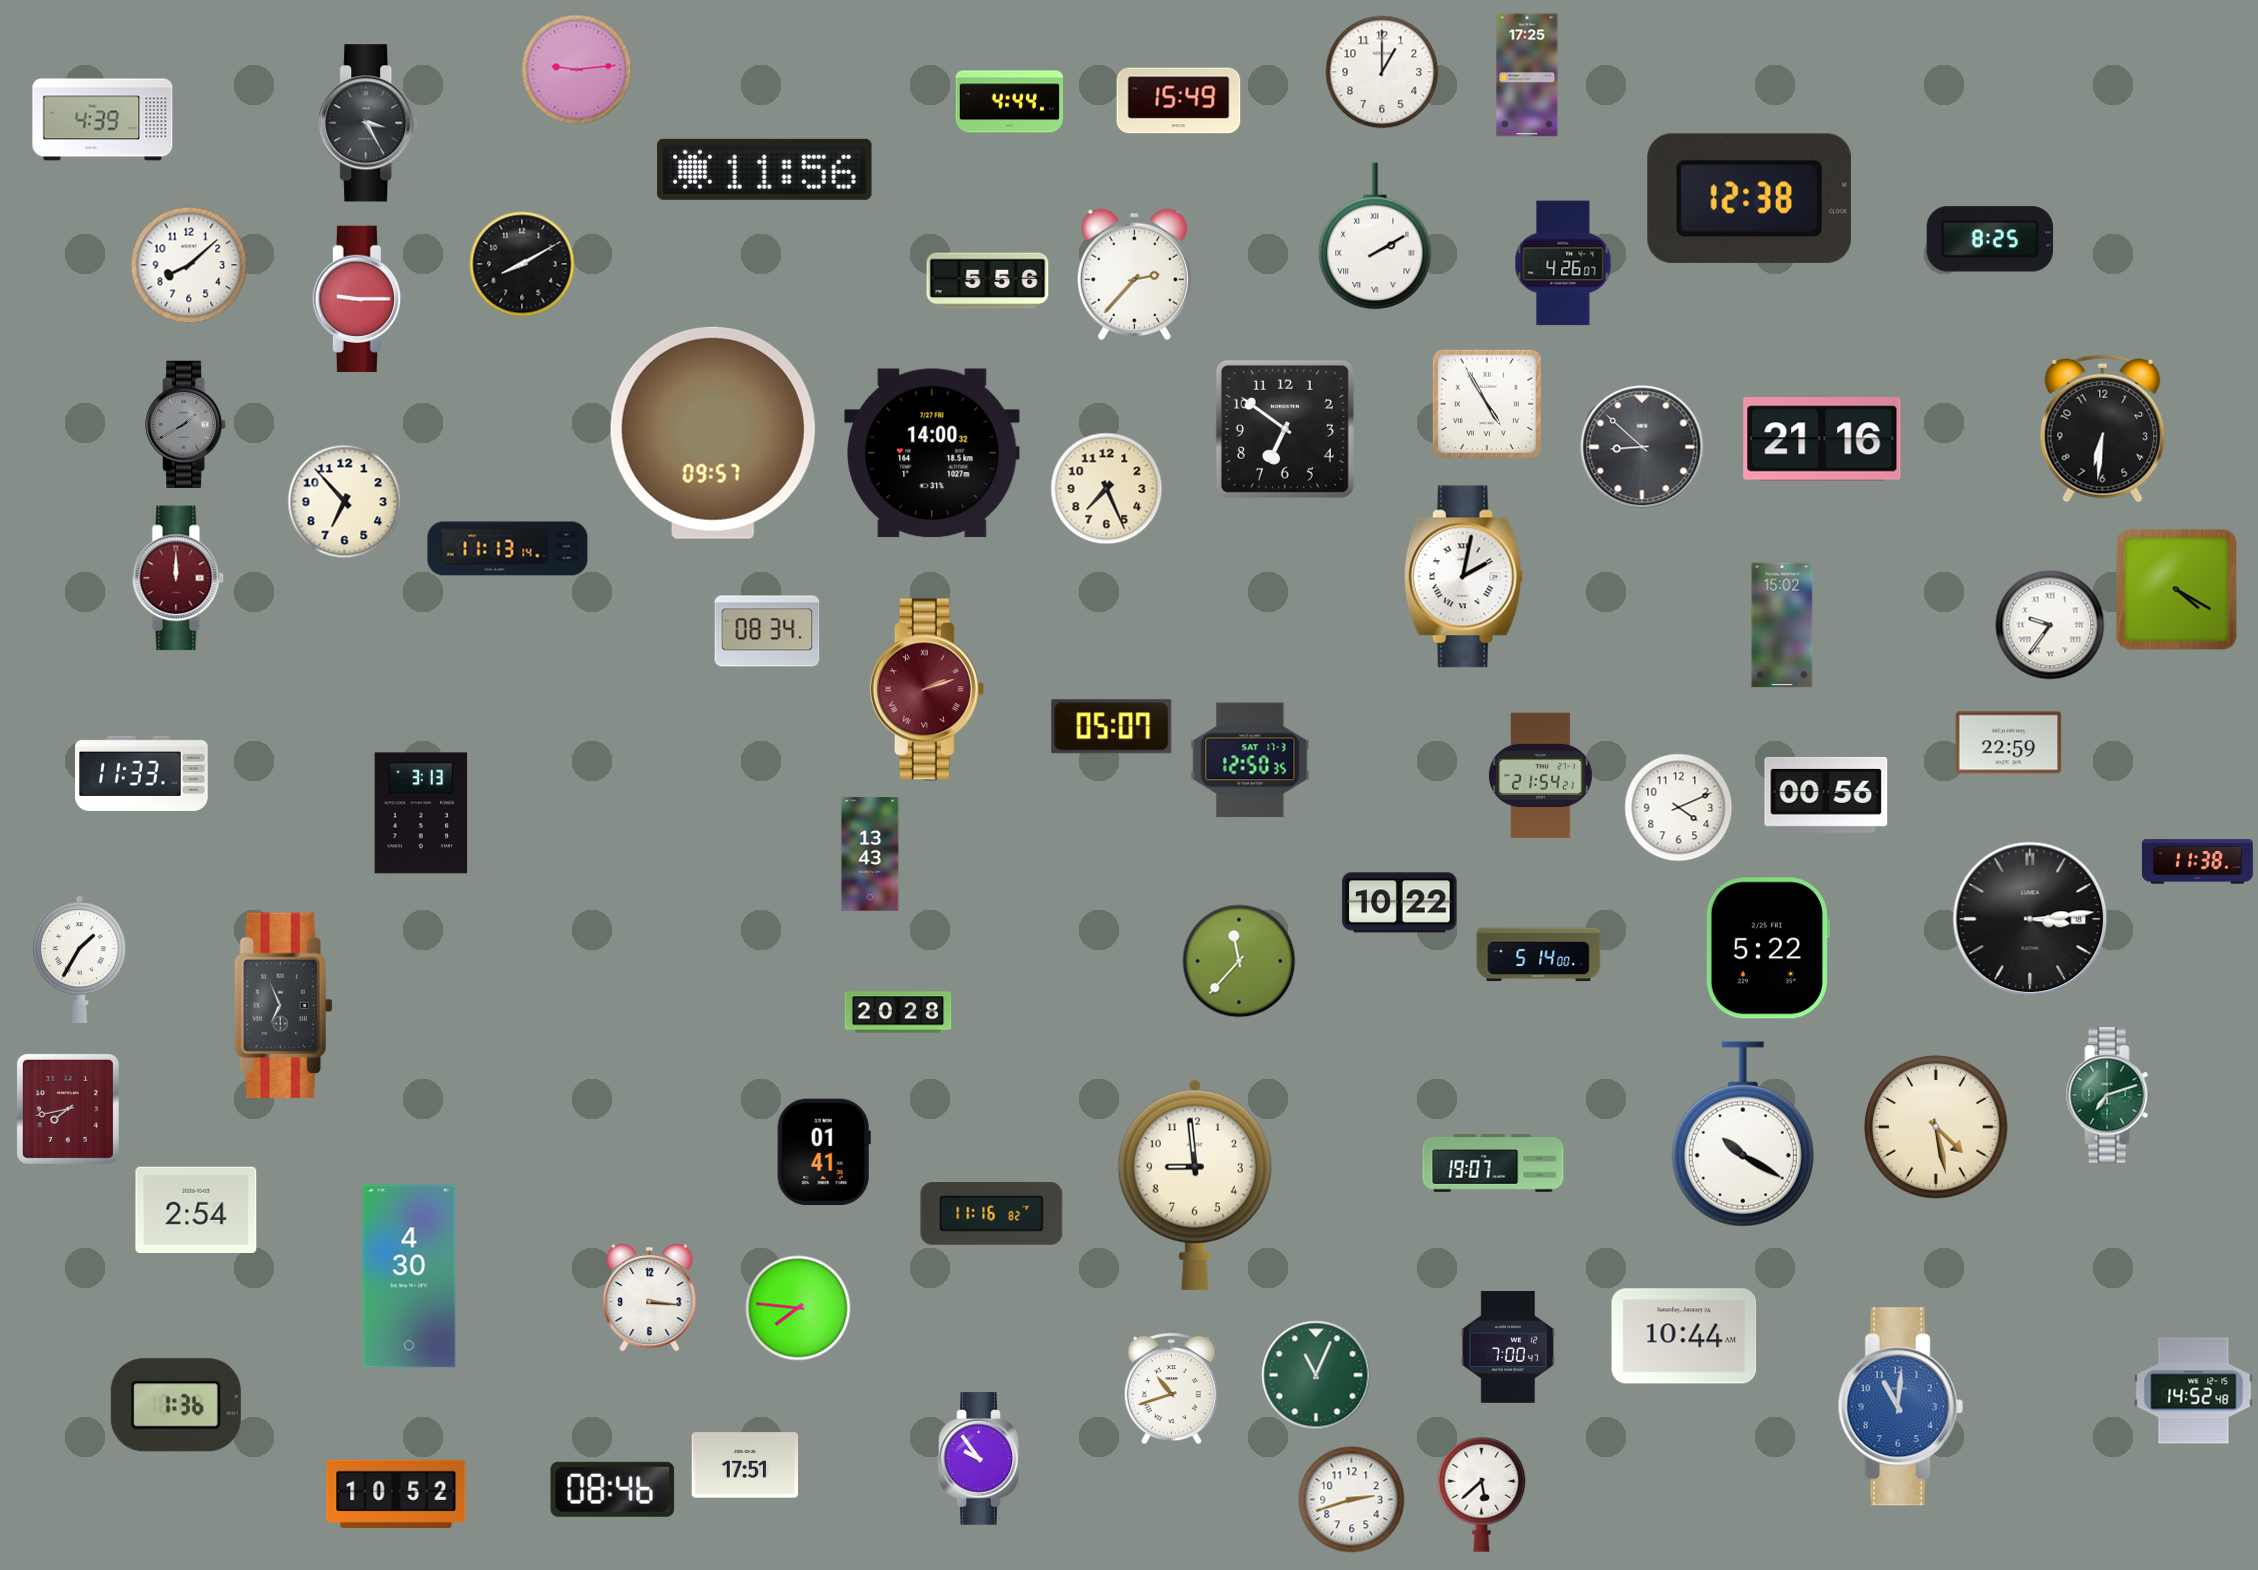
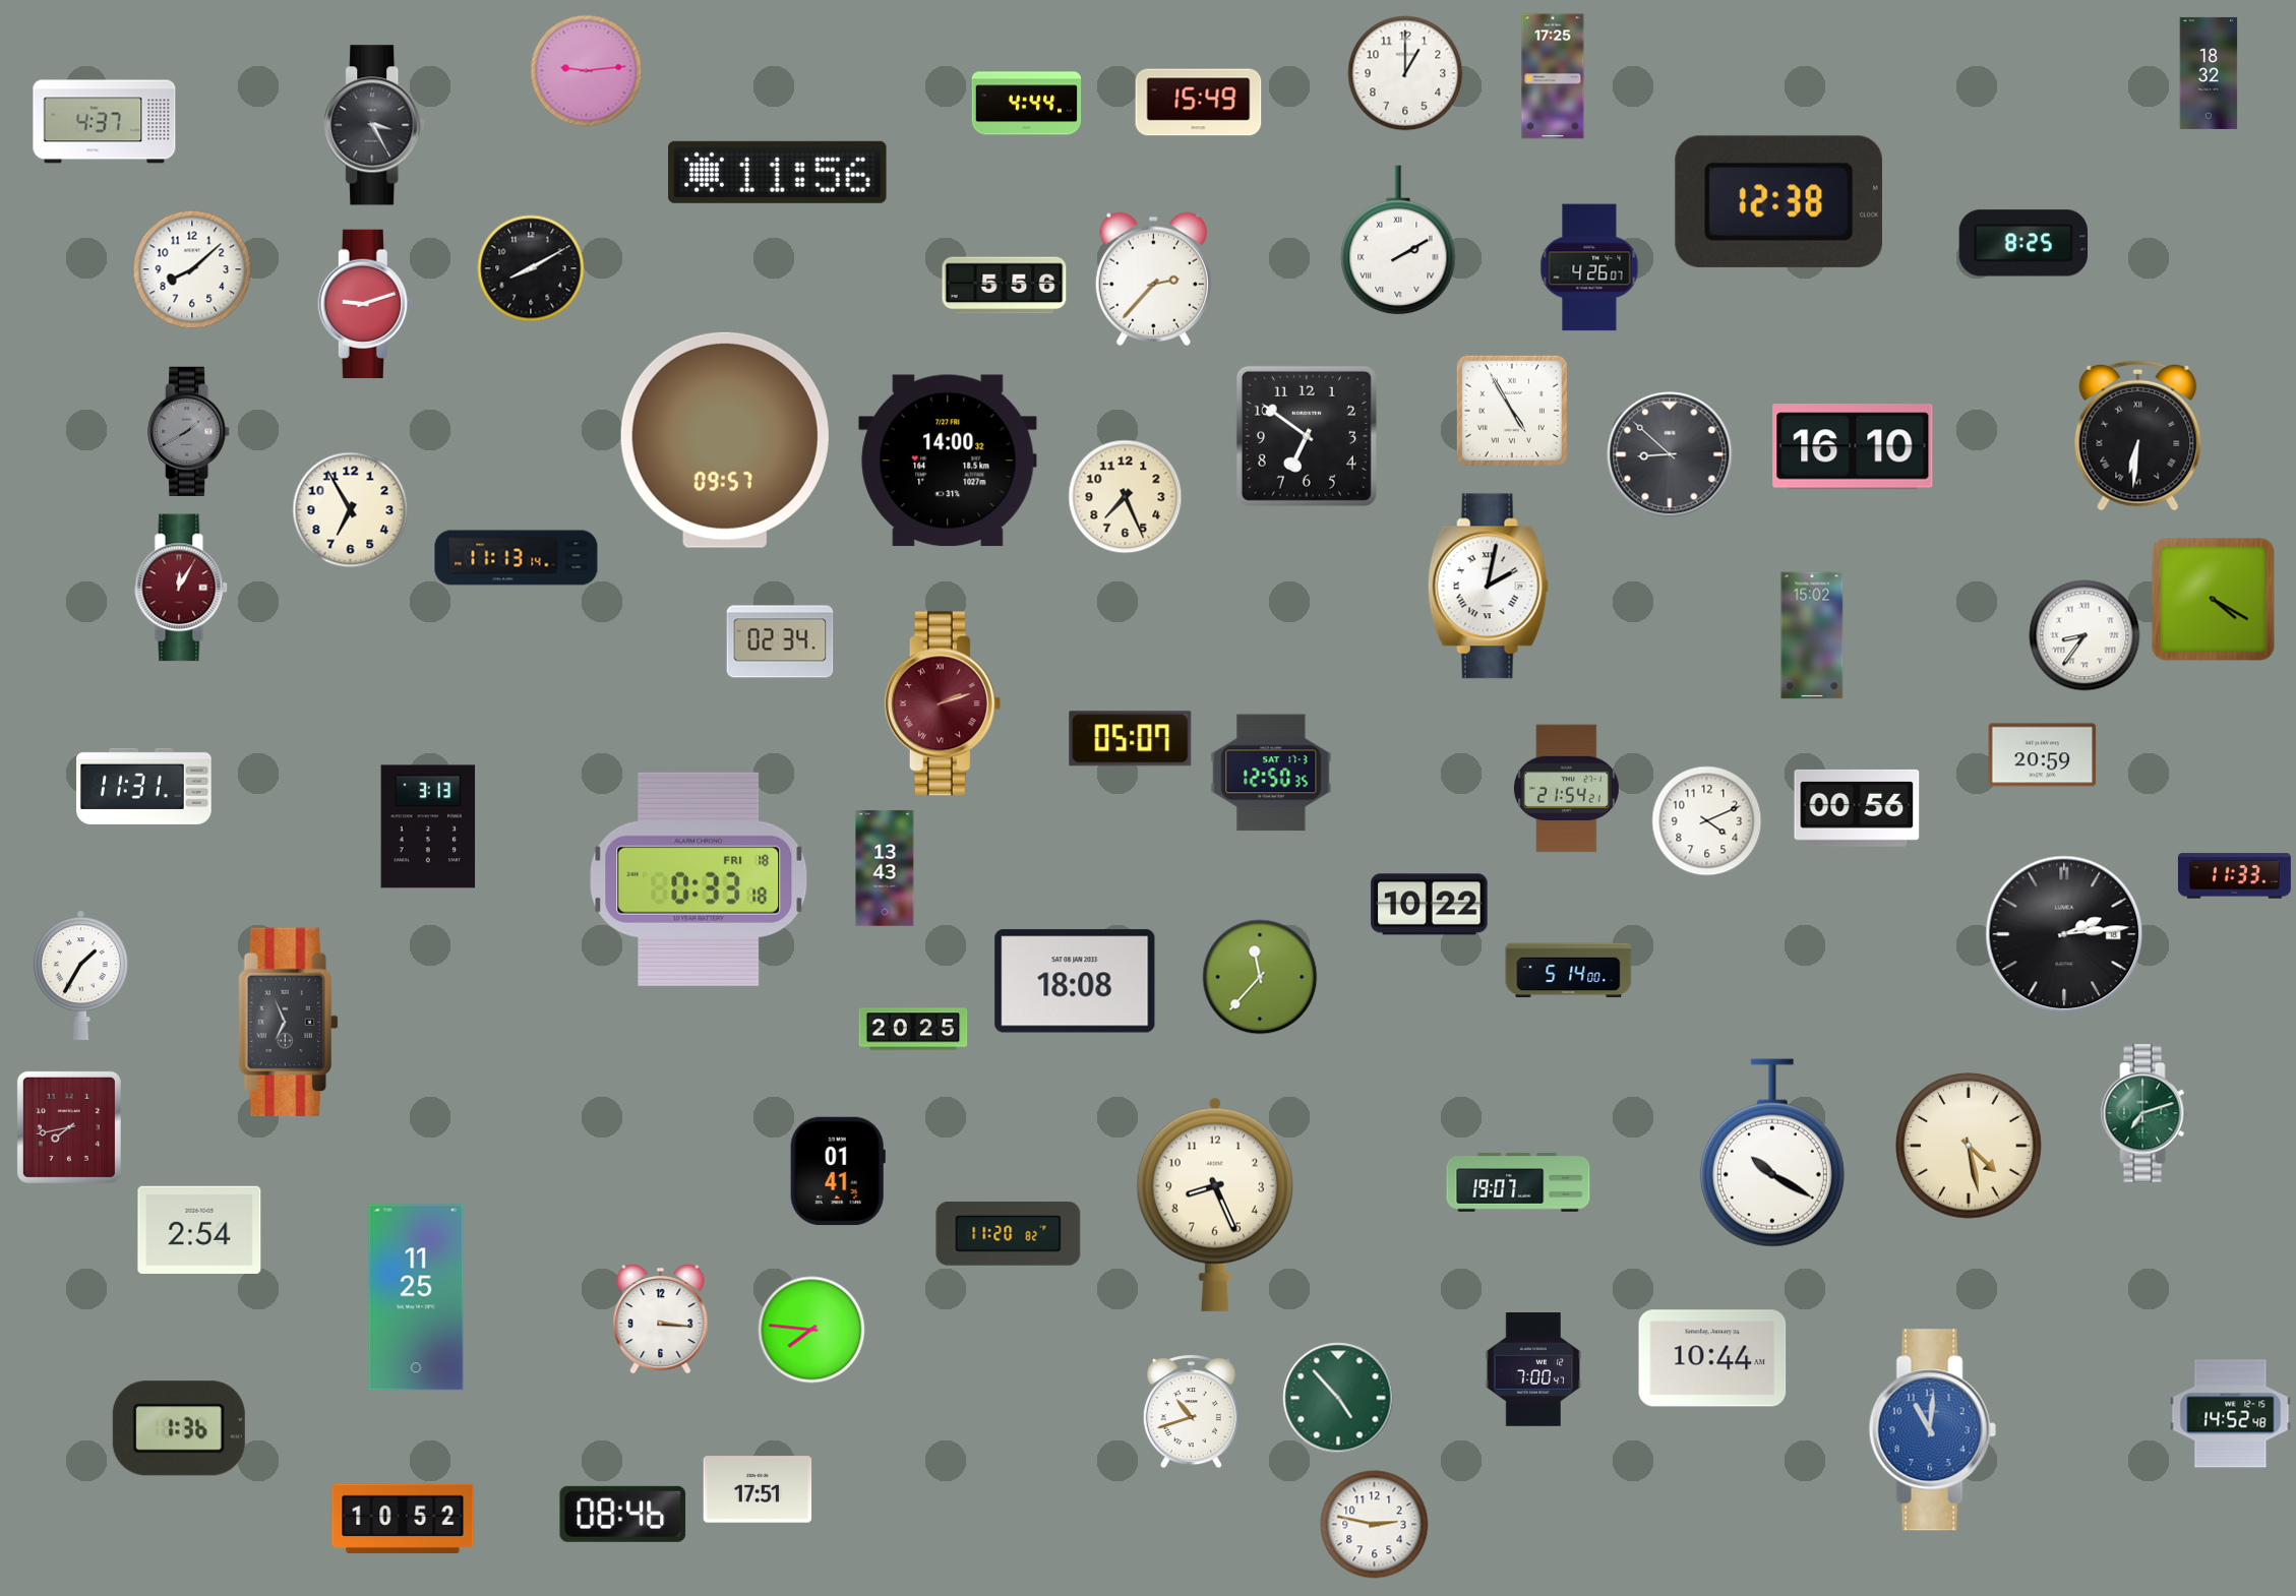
clock at (2209, 73): none -> 18:32
clock at (103, 120): 4:39 -> 4:37
clock at (359, 299): 9:15 -> 9:12
clock at (2103, 428) numerals: Arabic -> Roman
clock at (1822, 439): 21:16 -> 16:10
clock at (345, 502): 6:53 -> 6:55
clock at (178, 578): 12:00 -> 12:05
clock at (2050, 625): 9:36 -> 8:36
clock at (767, 631): 08:34 -> 02:34
clock at (927, 689) position: (927, 689) -> (943, 703)
clock at (2009, 743): 22:59 -> 20:59
clock at (142, 773): 11:33 -> 11:31
clock at (2197, 862): 11:38 -> 11:33
clock at (699, 879): none -> 0:33
clock at (1400, 903) position: (1400, 903) -> (1430, 905)
clock at (2030, 919): 3:14 -> 2:14
clock at (1767, 948): 5:22 -> none
clock at (1539, 955) position: (1539, 955) -> (1569, 971)
clock at (1075, 981): none -> 18:08
clock at (898, 1012): 20:28 -> 20:25
clock at (1195, 1185): 8:59 -> 8:26
clock at (992, 1214): 11:16 -> 11:20
clock at (409, 1276): 4:30 -> 11:25
clock at (1316, 1375): 11:04 -> 4:53
clock at (981, 1459): 9:54 -> none
clock at (1482, 1494): 5:38 -> none
clock at (1352, 1500): 2:42 -> 2:47
